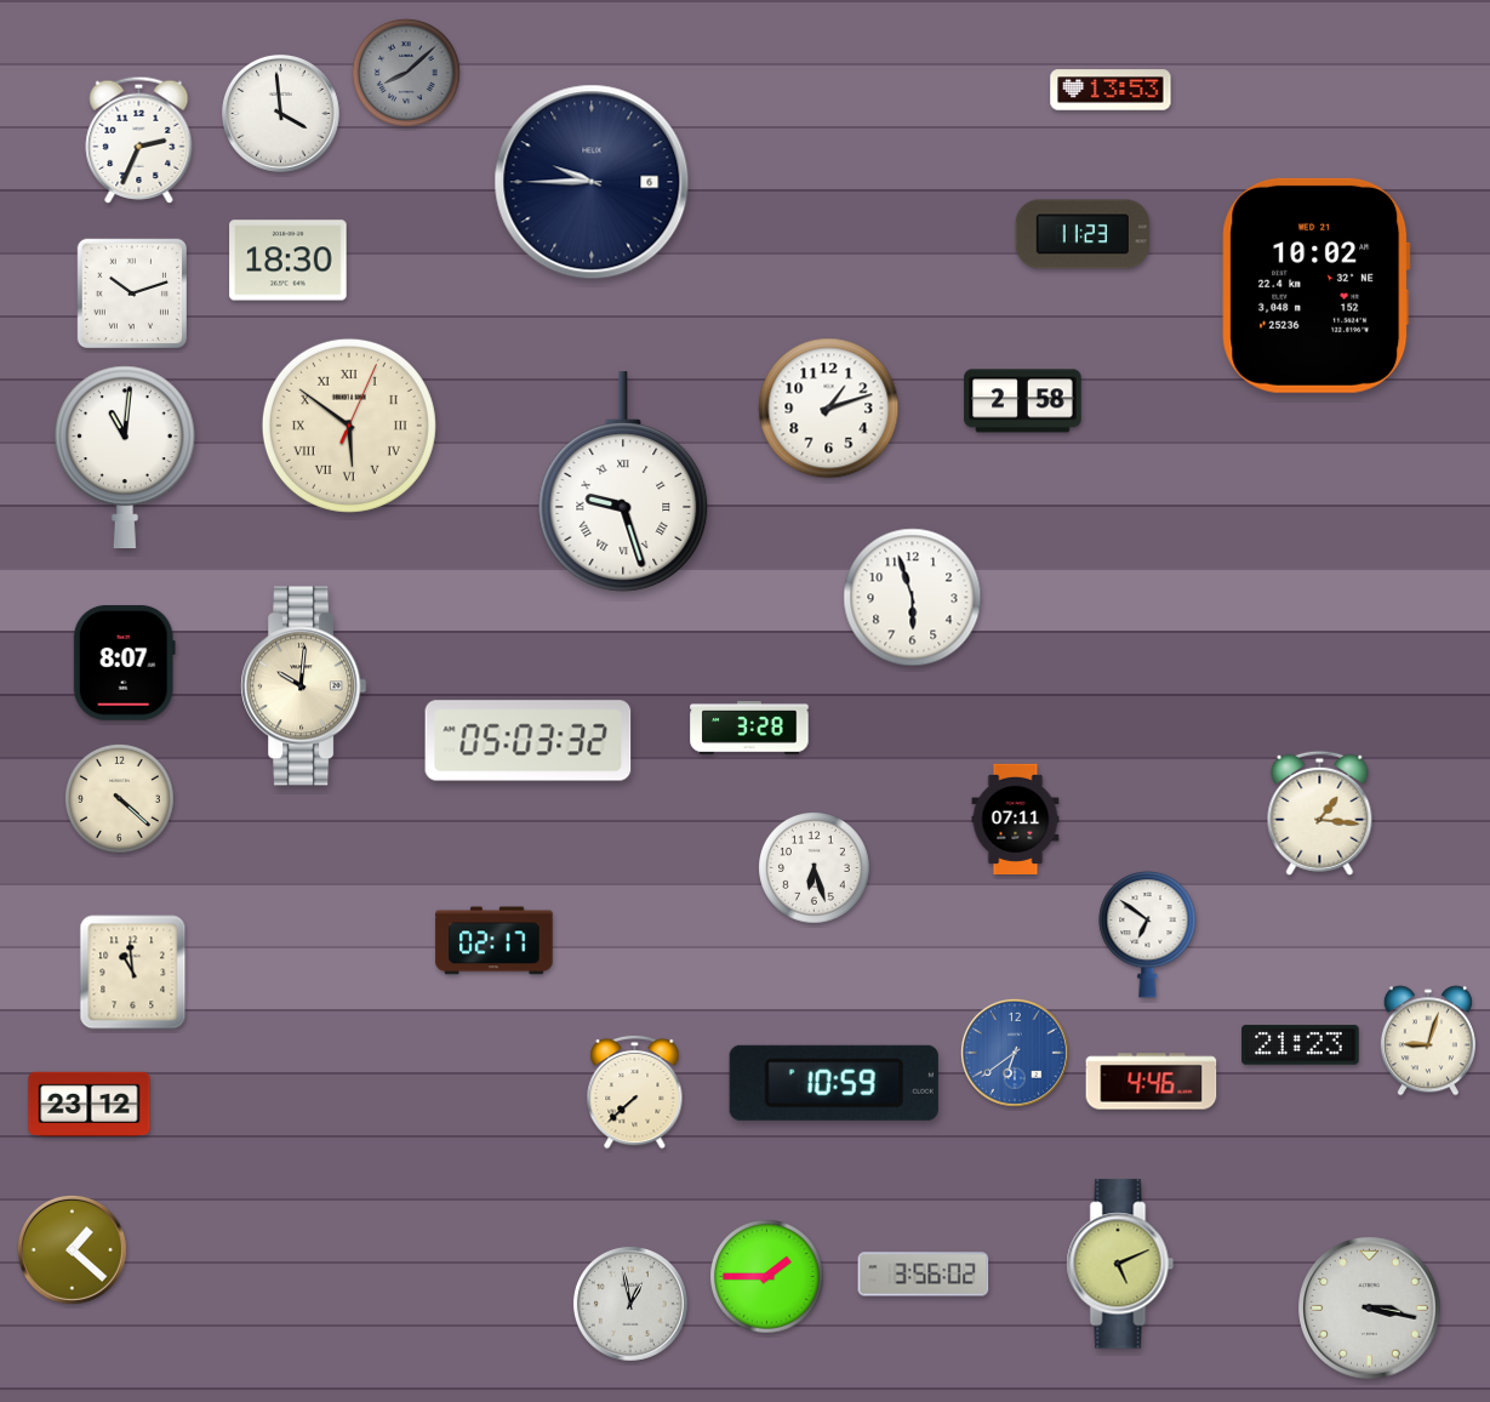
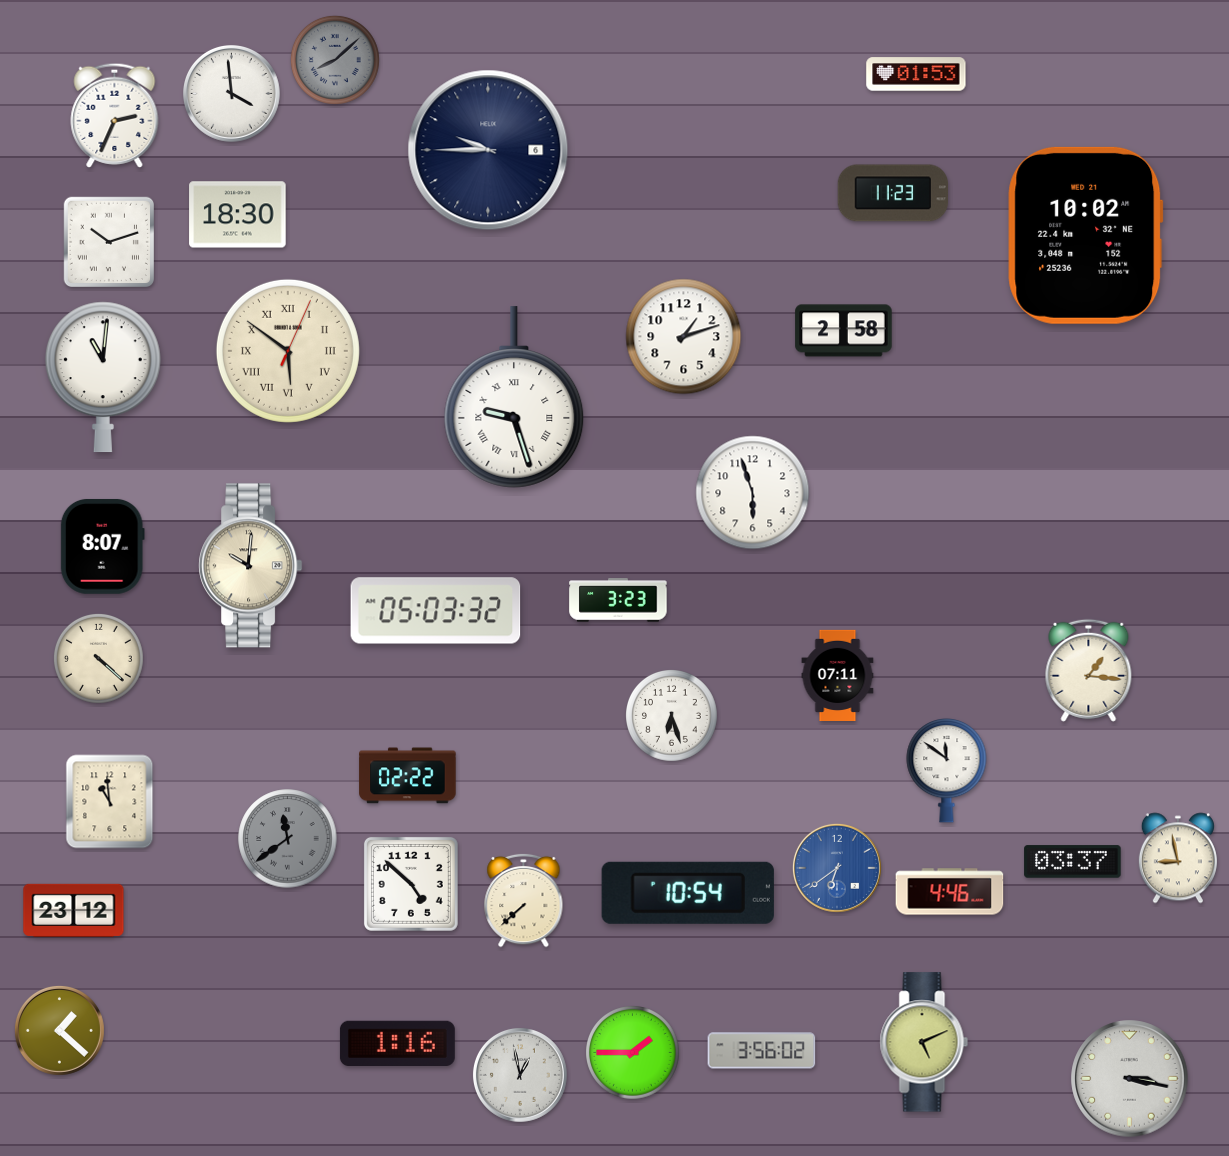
clock at (1111, 90): 13:53 -> 01:53
clock at (749, 728): 3:28 -> 3:23
clock at (1148, 935): 6:51 -> 11:51
clock at (495, 941): 02:17 -> 02:22
clock at (288, 839): none -> 11:39
clock at (1428, 1041): 9:03 -> 8:58
clock at (1301, 1045): 21:23 -> 03:37
clock at (411, 884): none -> 4:52
clock at (834, 1083): 10:59 -> 10:54
clock at (397, 1043): none -> 1:16
